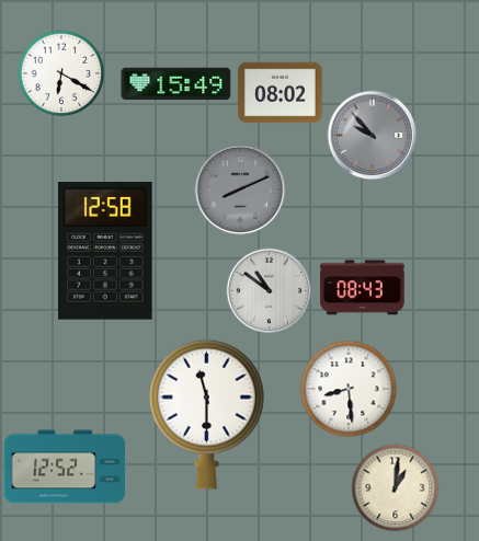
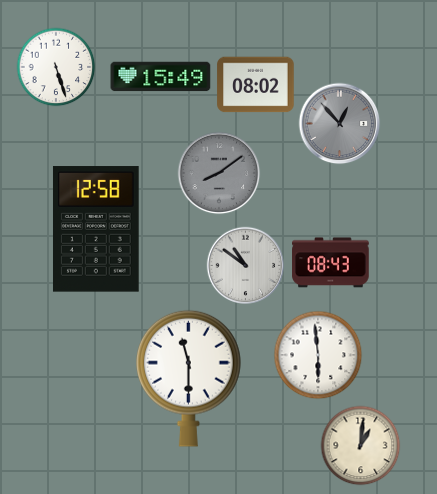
clock at (61, 73): 6:20 -> 5:27
clock at (372, 135): 9:53 -> 12:53
clock at (240, 189): 8:11 -> 8:09
clock at (349, 389): 8:29 -> 5:59
clock at (65, 467): 12:52 -> none
